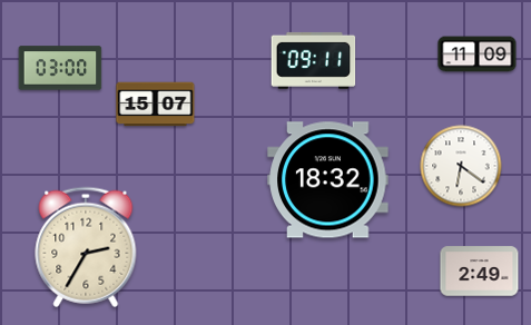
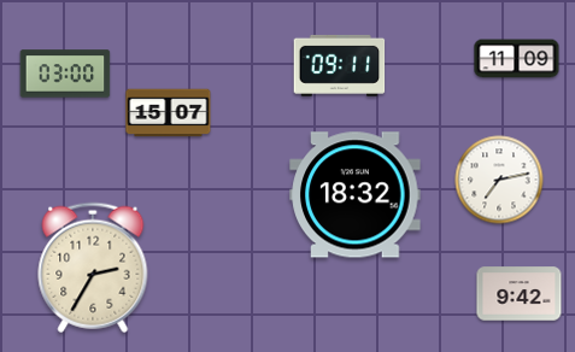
clock at (461, 166): 6:21 -> 7:13
clock at (480, 272): 2:49 -> 9:42
